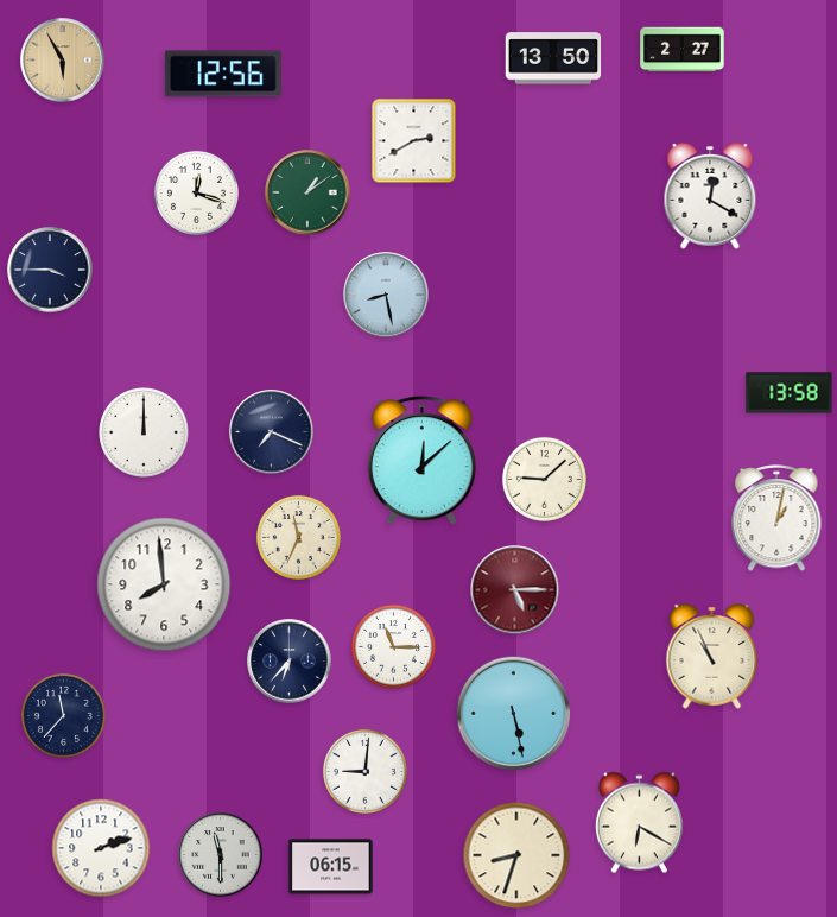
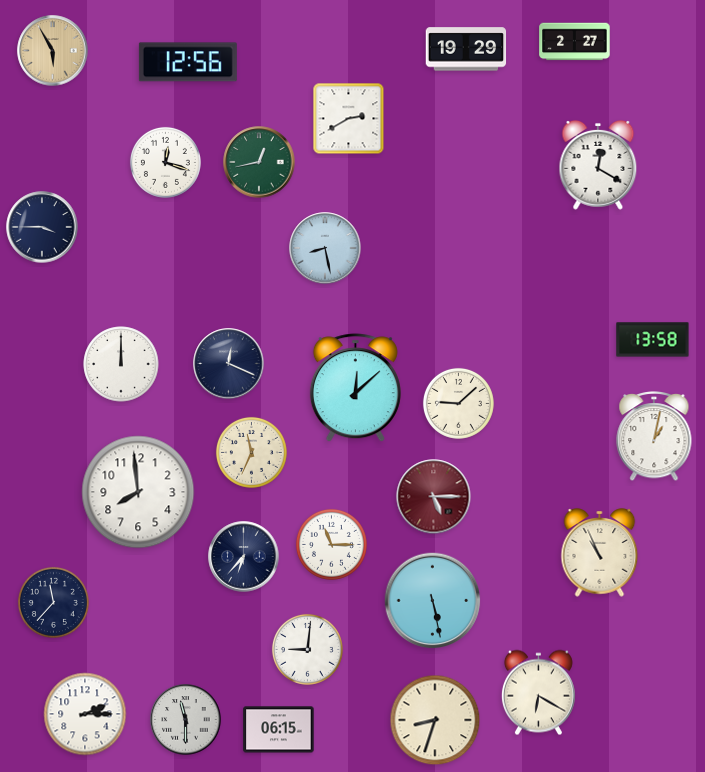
clock at (553, 58): 13:50 -> 19:29
clock at (307, 192): 1:09 -> 12:43
clock at (790, 393) position: (790, 393) -> (653, 340)
clock at (272, 432): 7:19 -> 12:19
clock at (101, 848): 2:12 -> 2:15
